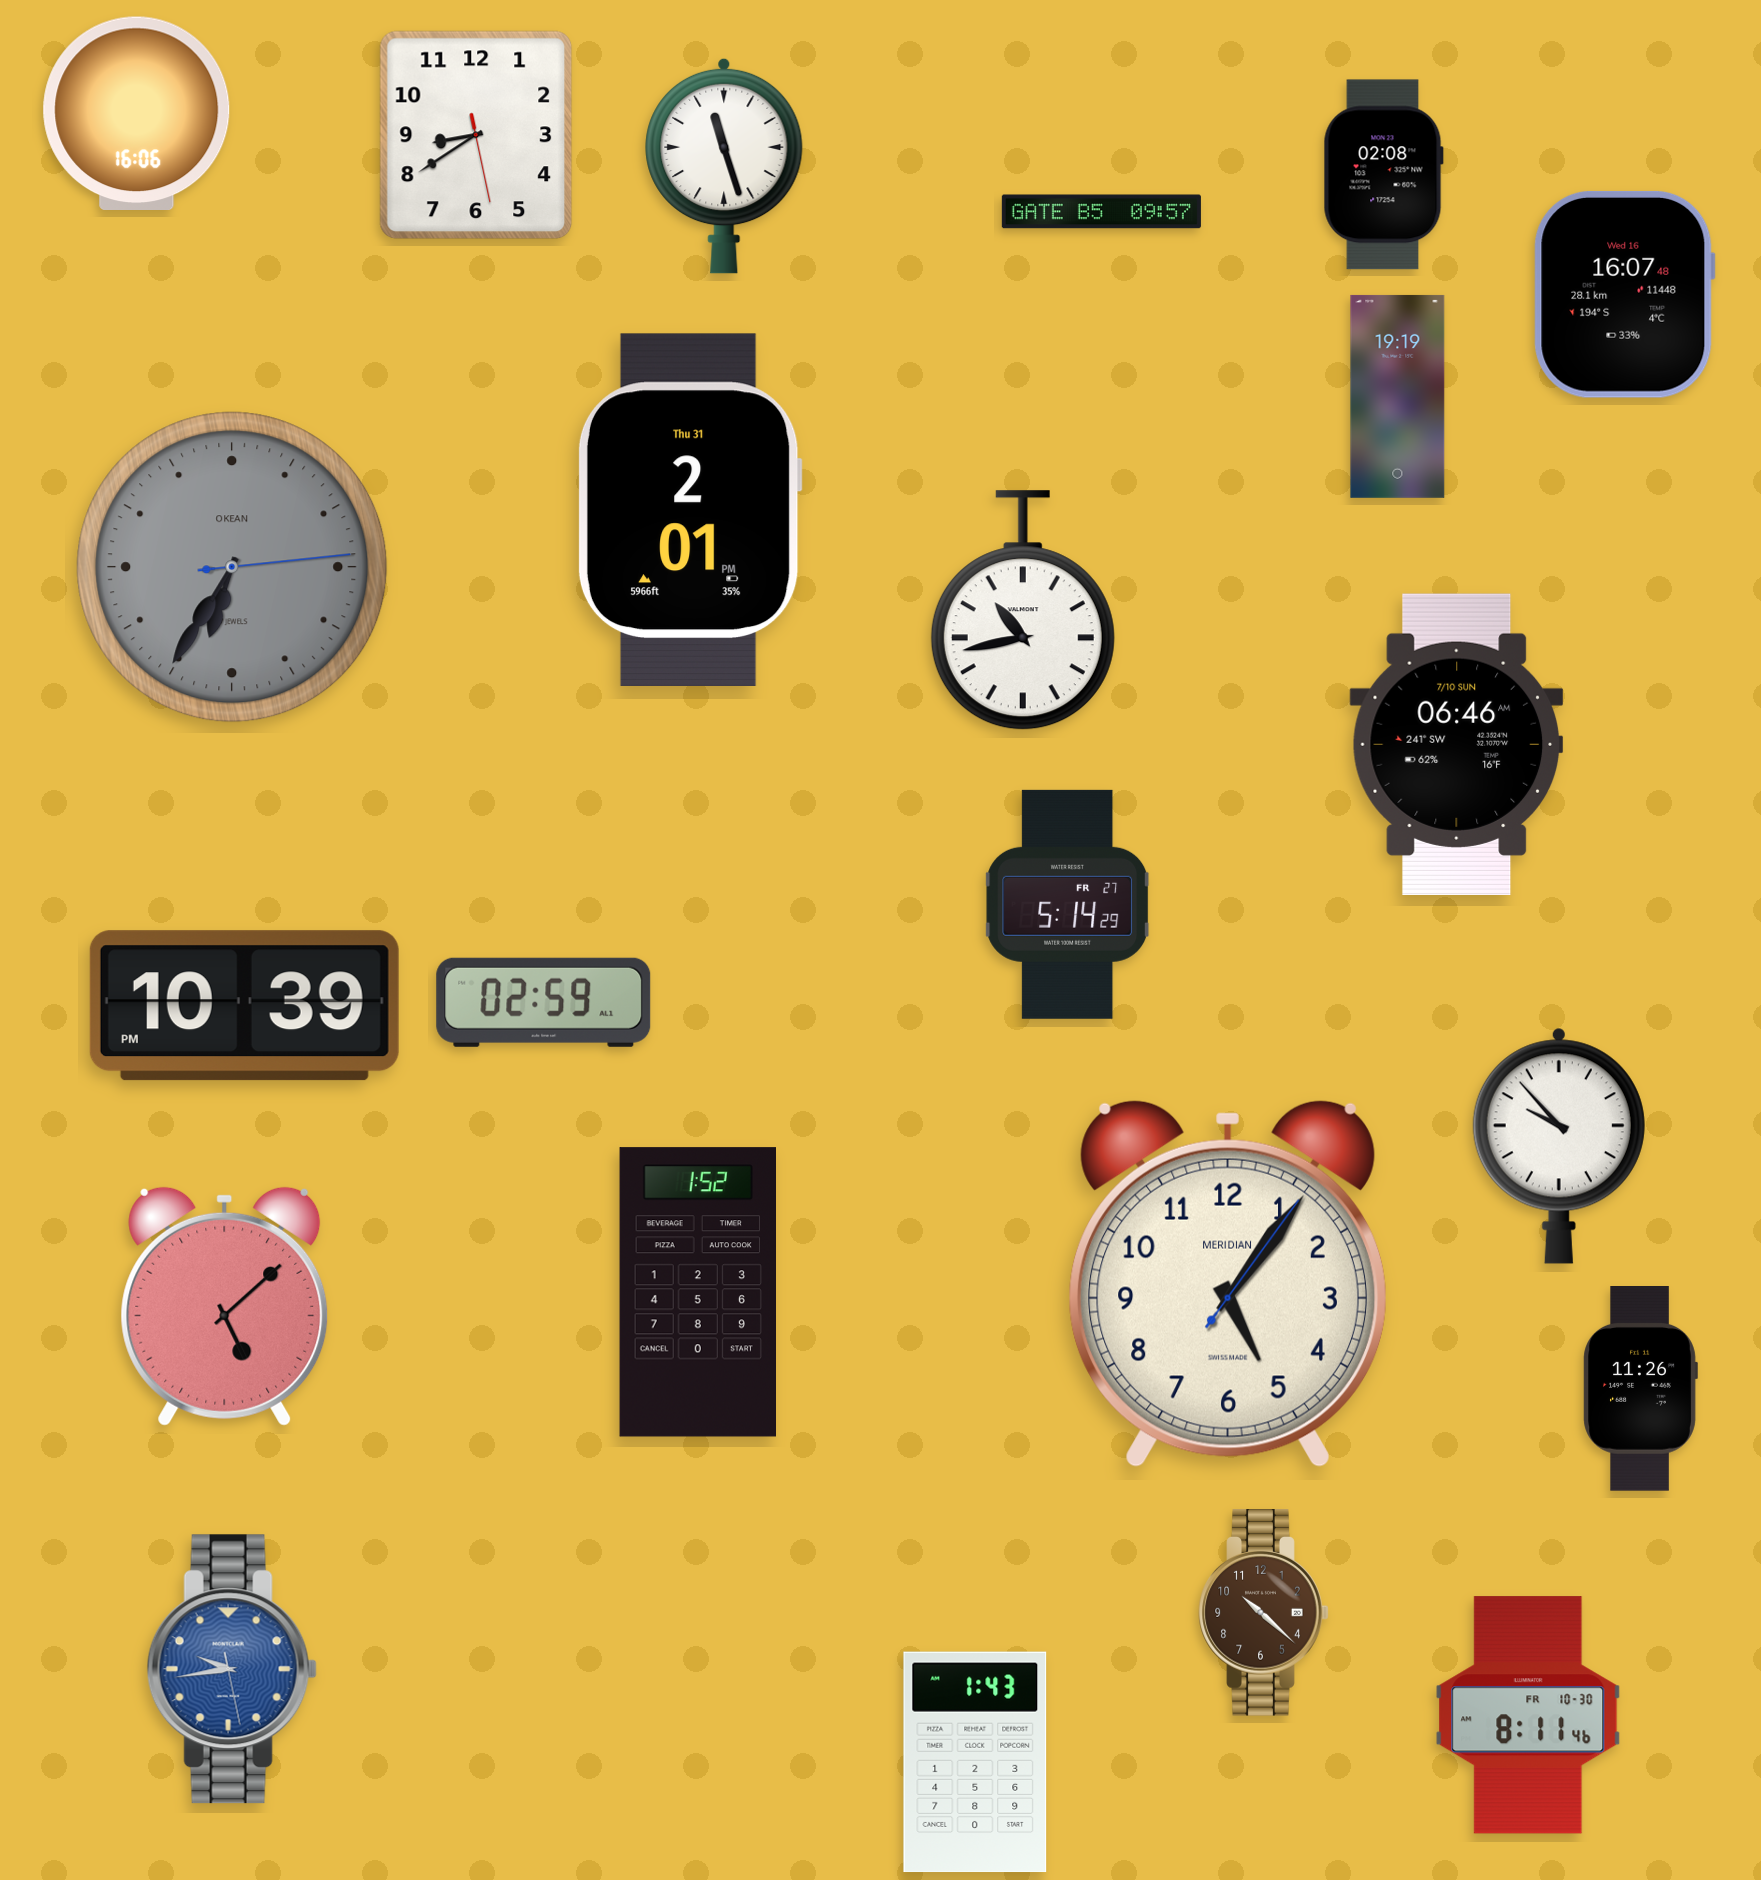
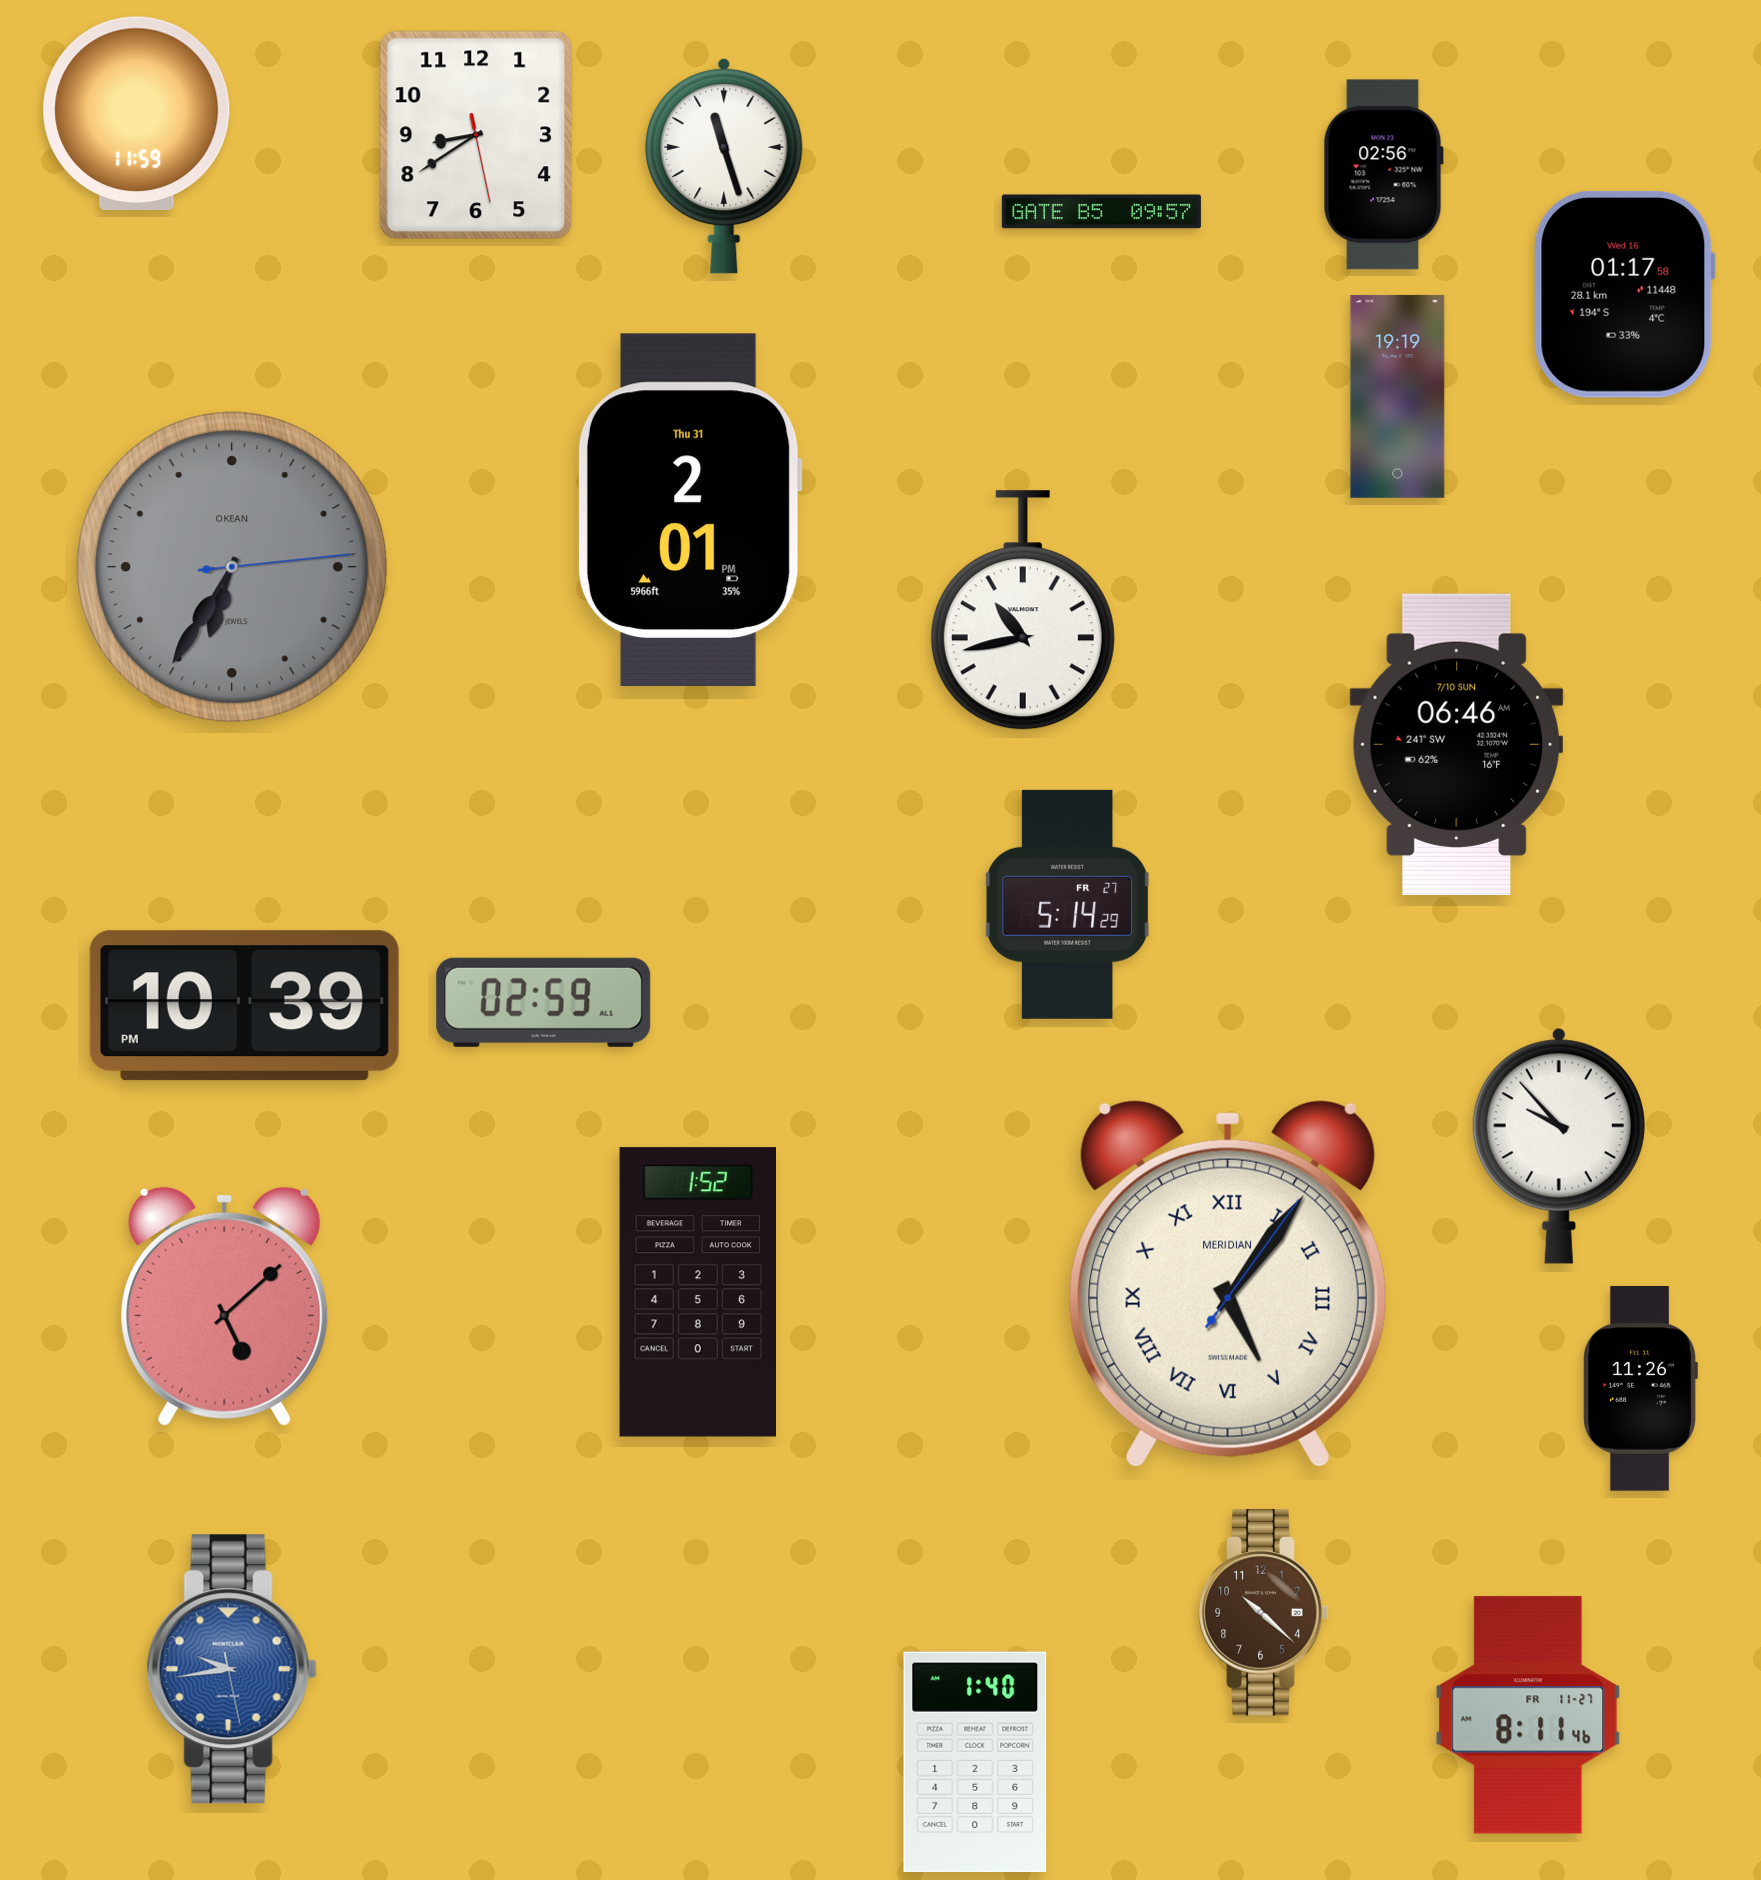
clock at (137, 113): 16:06 -> 11:59
clock at (1383, 175): 02:08 -> 02:56
clock at (1624, 294): 16:07 -> 01:17
clock at (1228, 1284) numerals: Arabic -> Roman
clock at (1528, 1715) date: FR 10-30 -> FR 11-27
clock at (975, 1762): 1:43 -> 1:40
